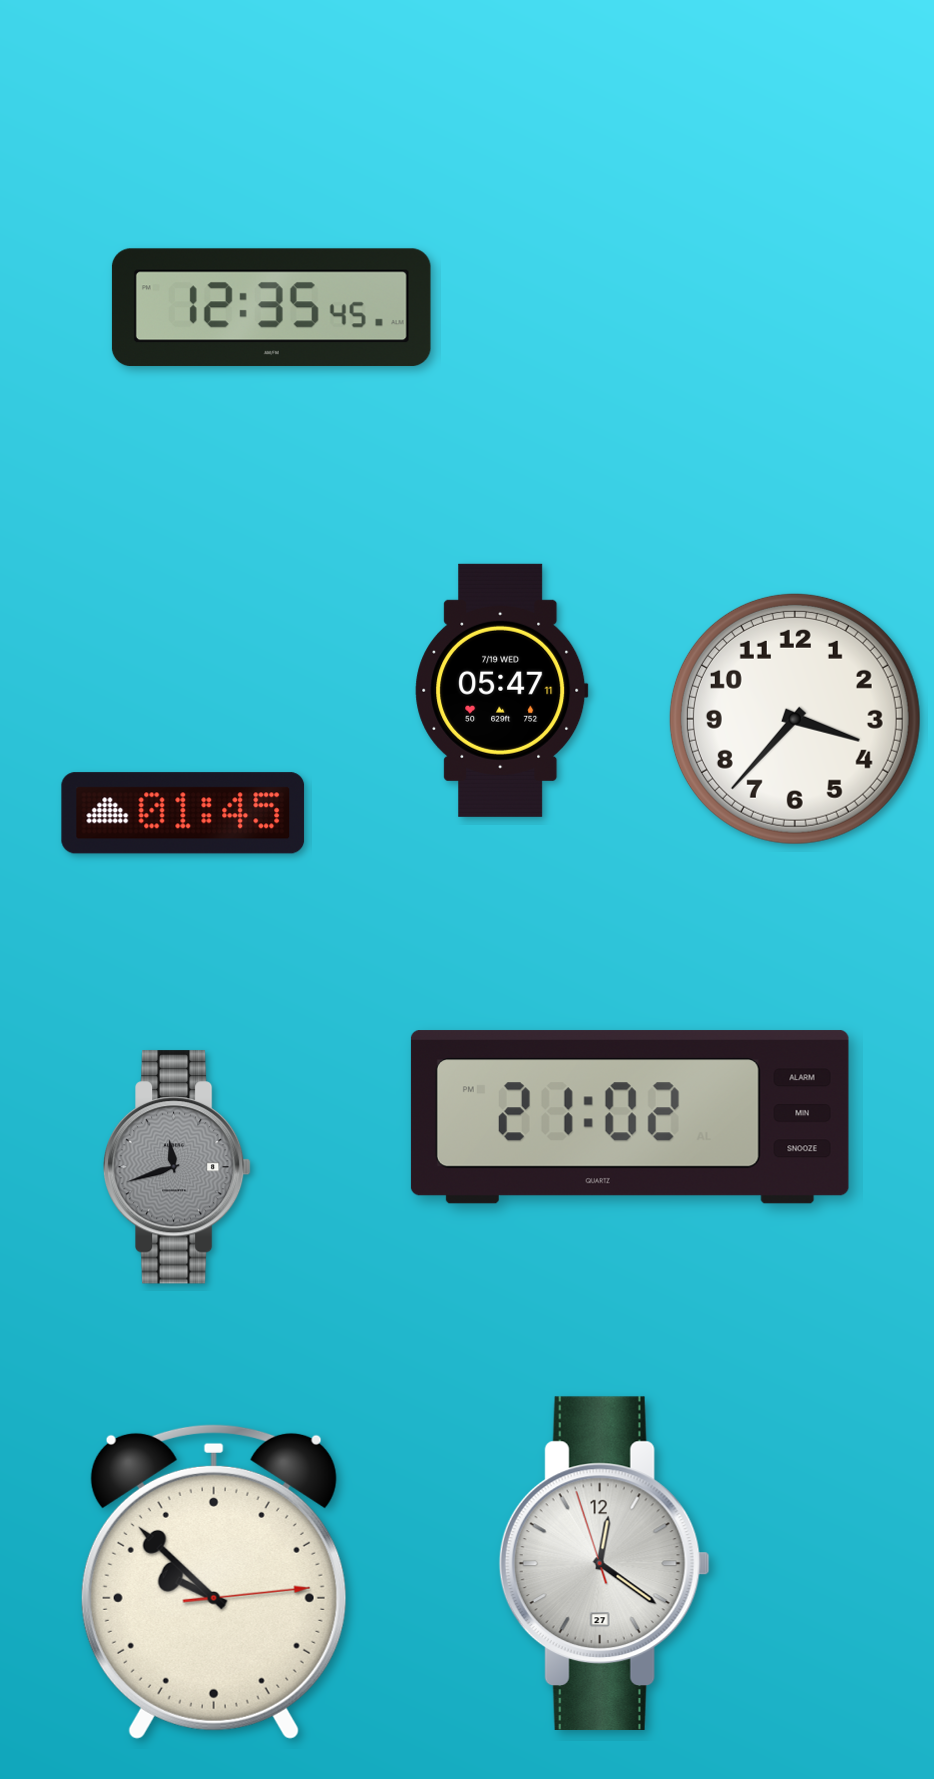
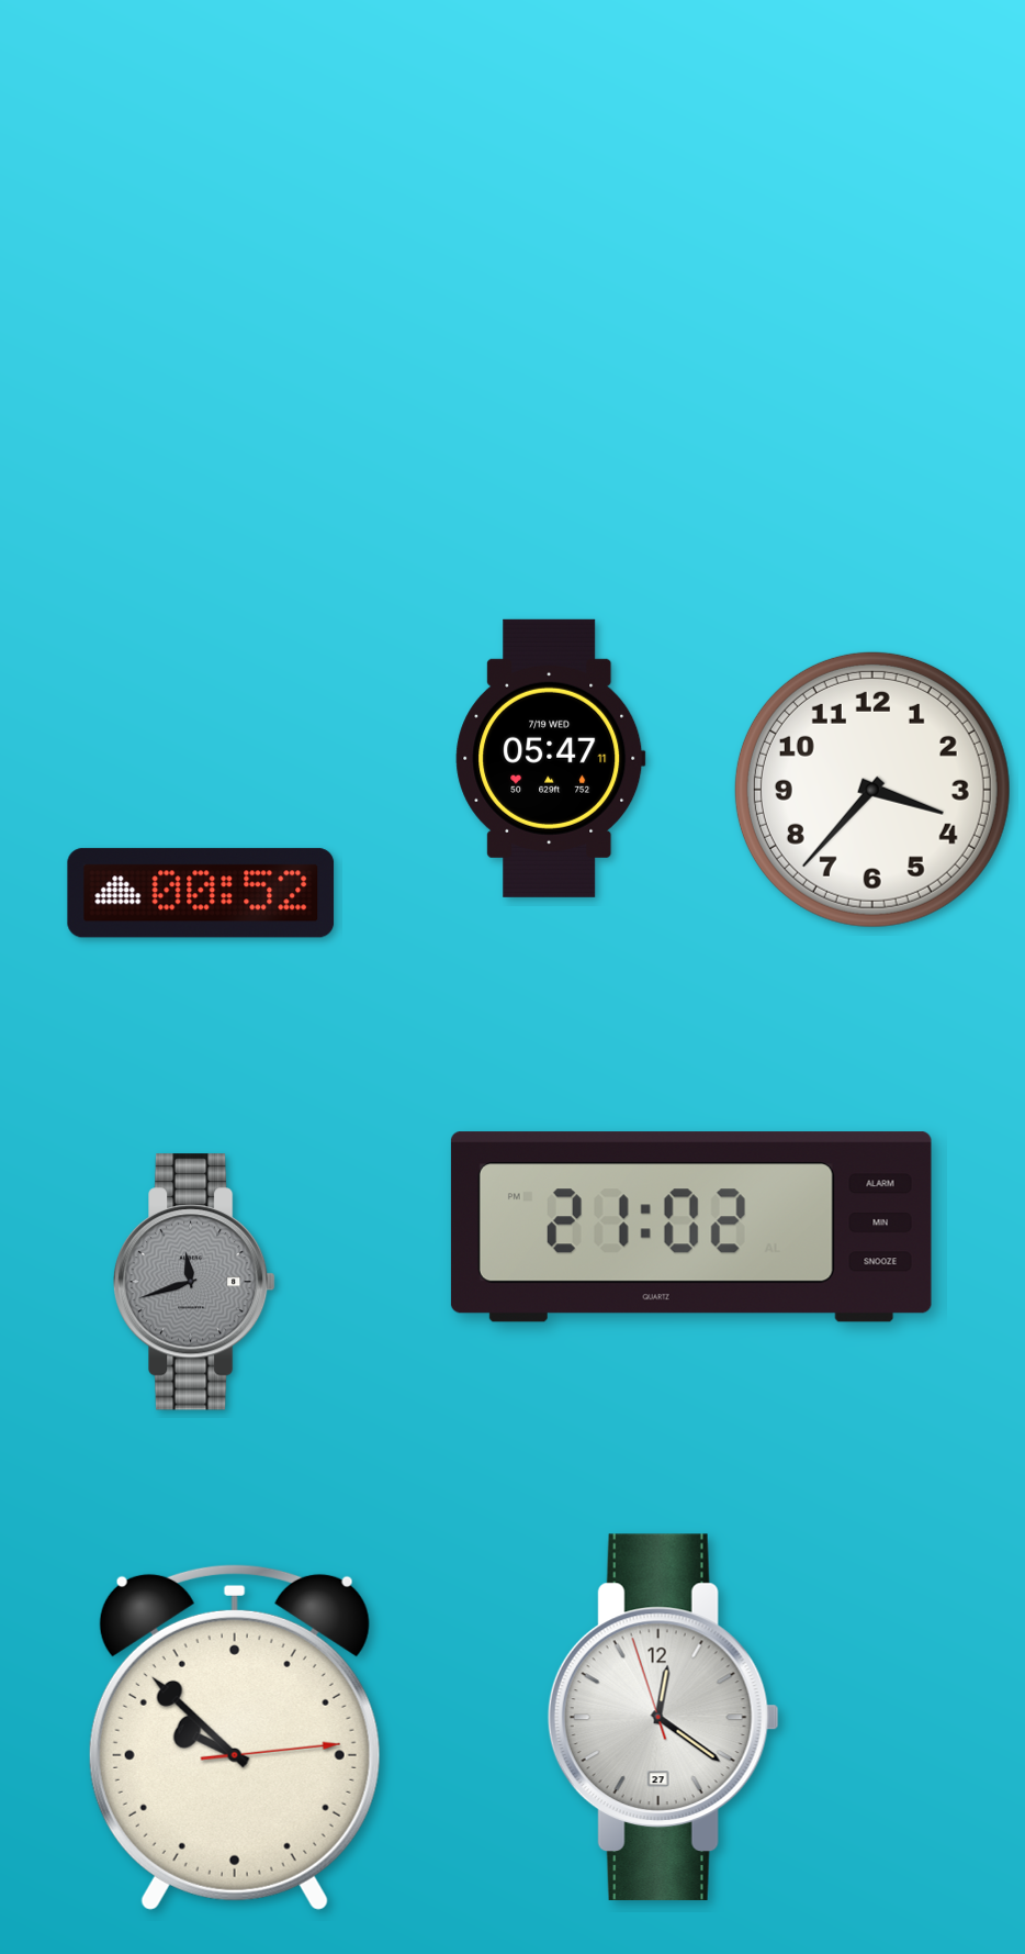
clock at (271, 308): 12:35 -> none
clock at (183, 813): 01:45 -> 00:52
